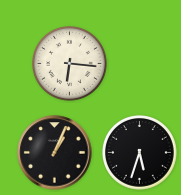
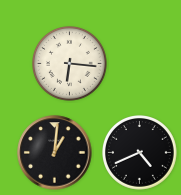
clock at (55, 153): 1:04 -> 1:01
clock at (140, 153): 5:33 -> 4:41
